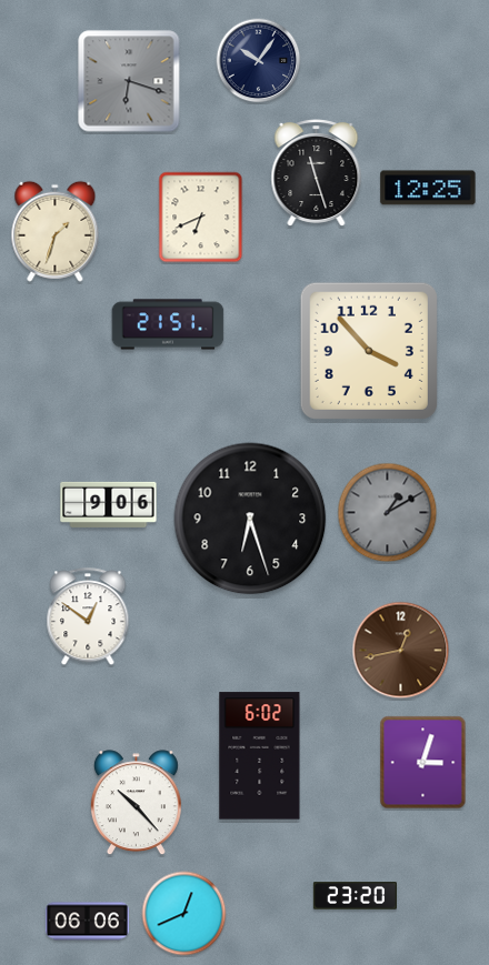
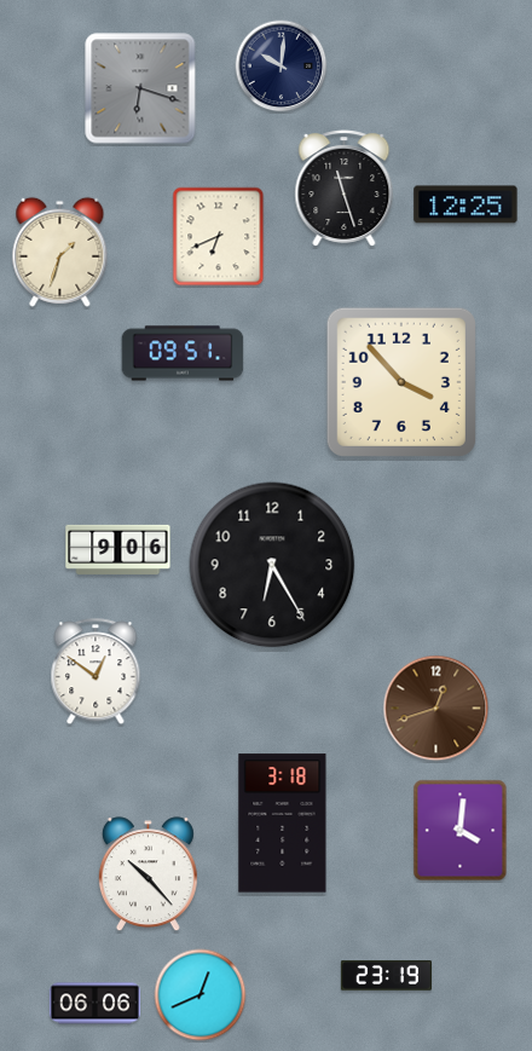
clock at (259, 61): 10:06 -> 10:01
clock at (168, 324): 21:51 -> 09:51
clock at (388, 513): 1:10 -> none
clock at (250, 519): 6:27 -> 6:25
clock at (401, 651): 12:43 -> 12:42
clock at (260, 756): 6:02 -> 3:18
clock at (423, 763): 3:03 -> 4:01
clock at (355, 896): 23:20 -> 23:19
